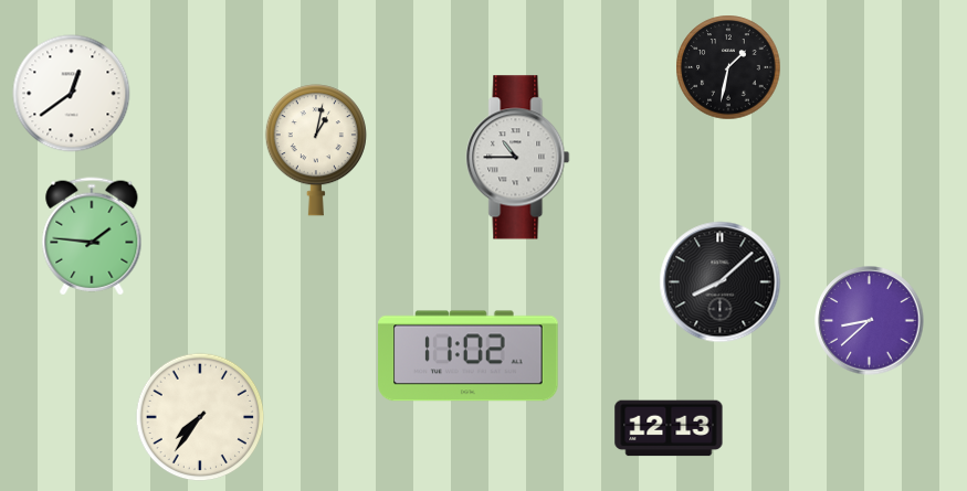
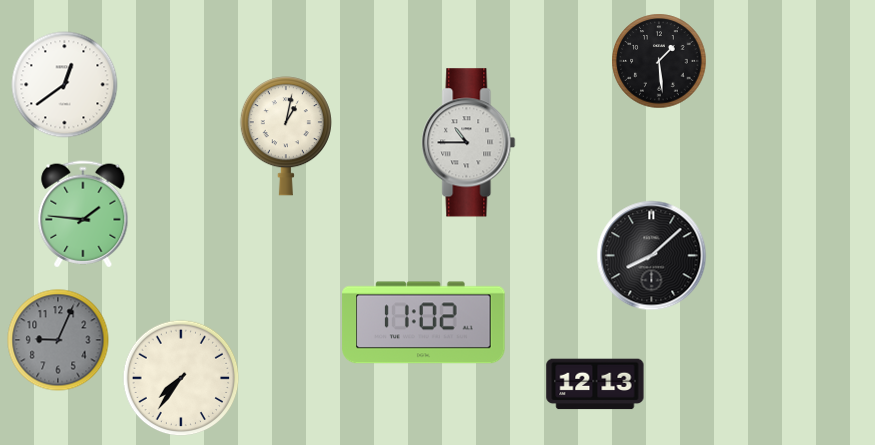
clock at (728, 67): 1:32 -> 1:29
clock at (870, 321): 8:38 -> none
clock at (58, 340): none -> 9:04
clock at (669, 428) position: (669, 428) -> (595, 384)
